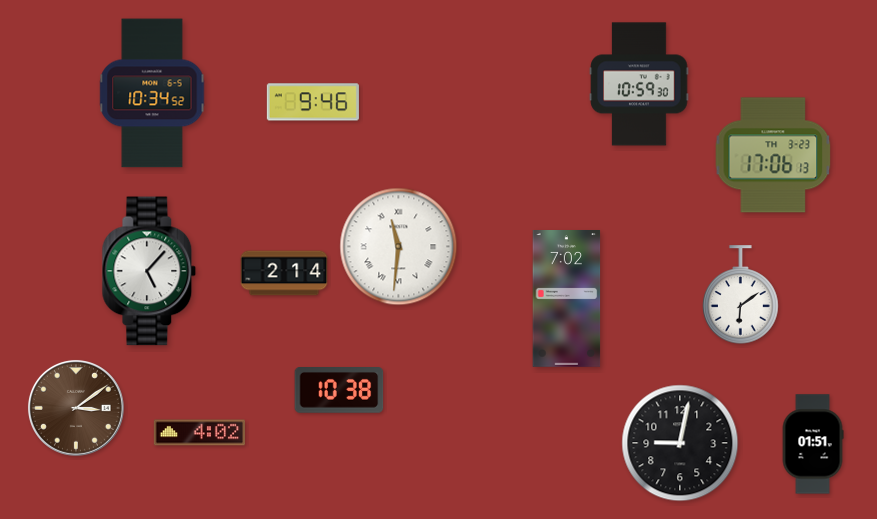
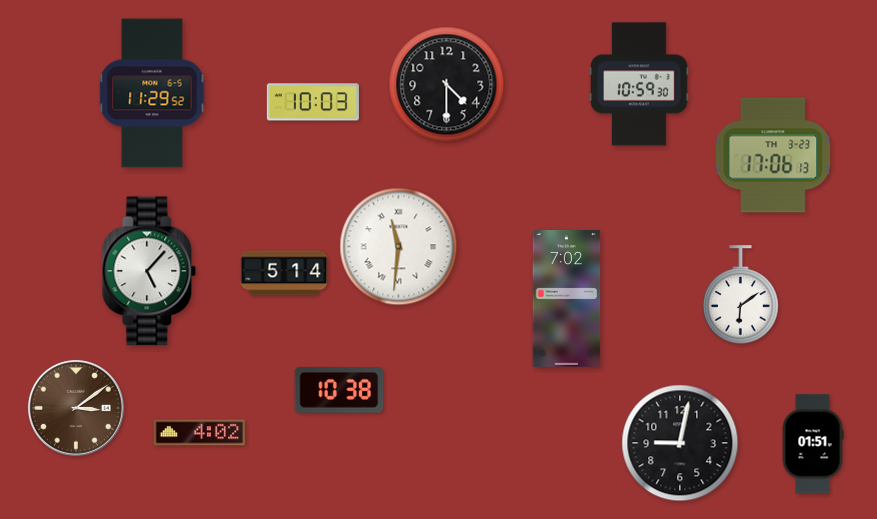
clock at (447, 85): none -> 4:30
clock at (152, 93): 10:34 -> 11:29
clock at (313, 102): 9:46 -> 10:03
clock at (284, 273): 2:14 -> 5:14
